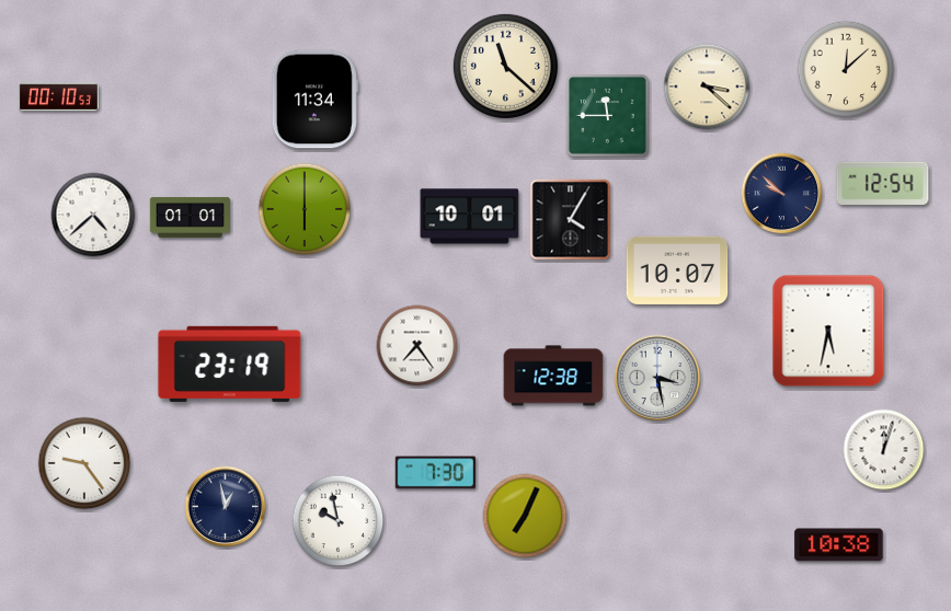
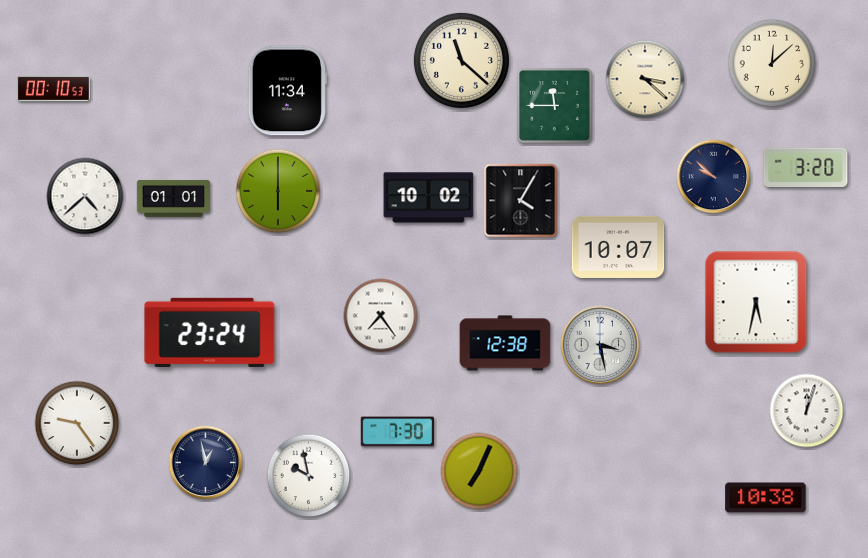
clock at (883, 183): 12:54 -> 3:20
clock at (470, 217): 10:01 -> 10:02
clock at (230, 364): 23:19 -> 23:24
